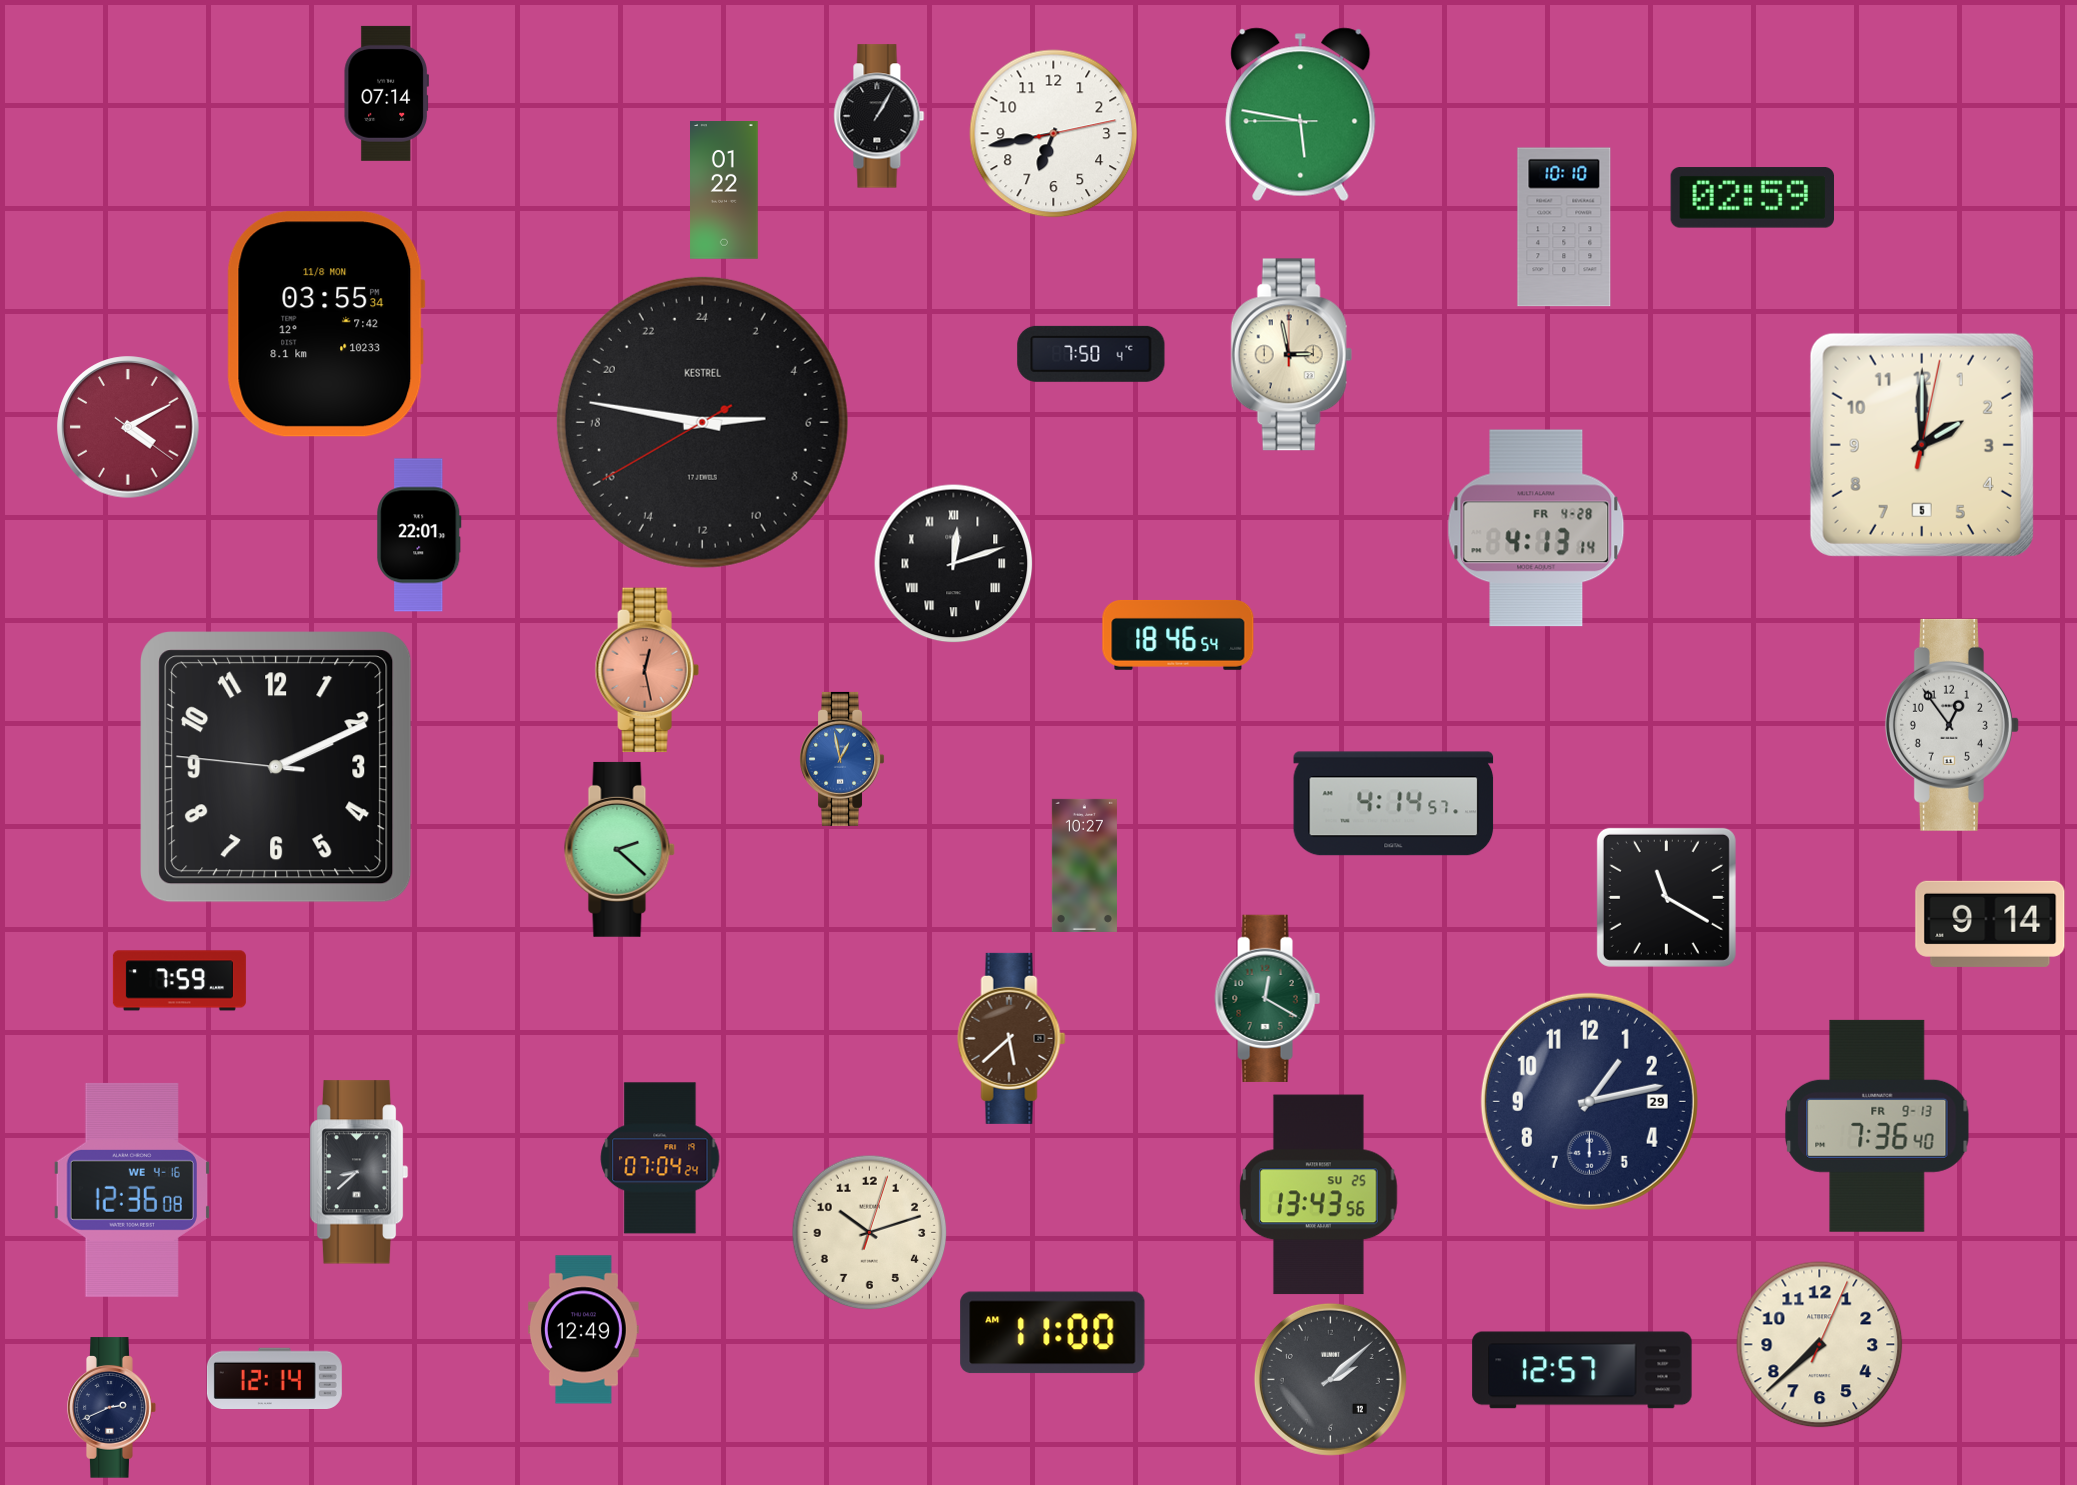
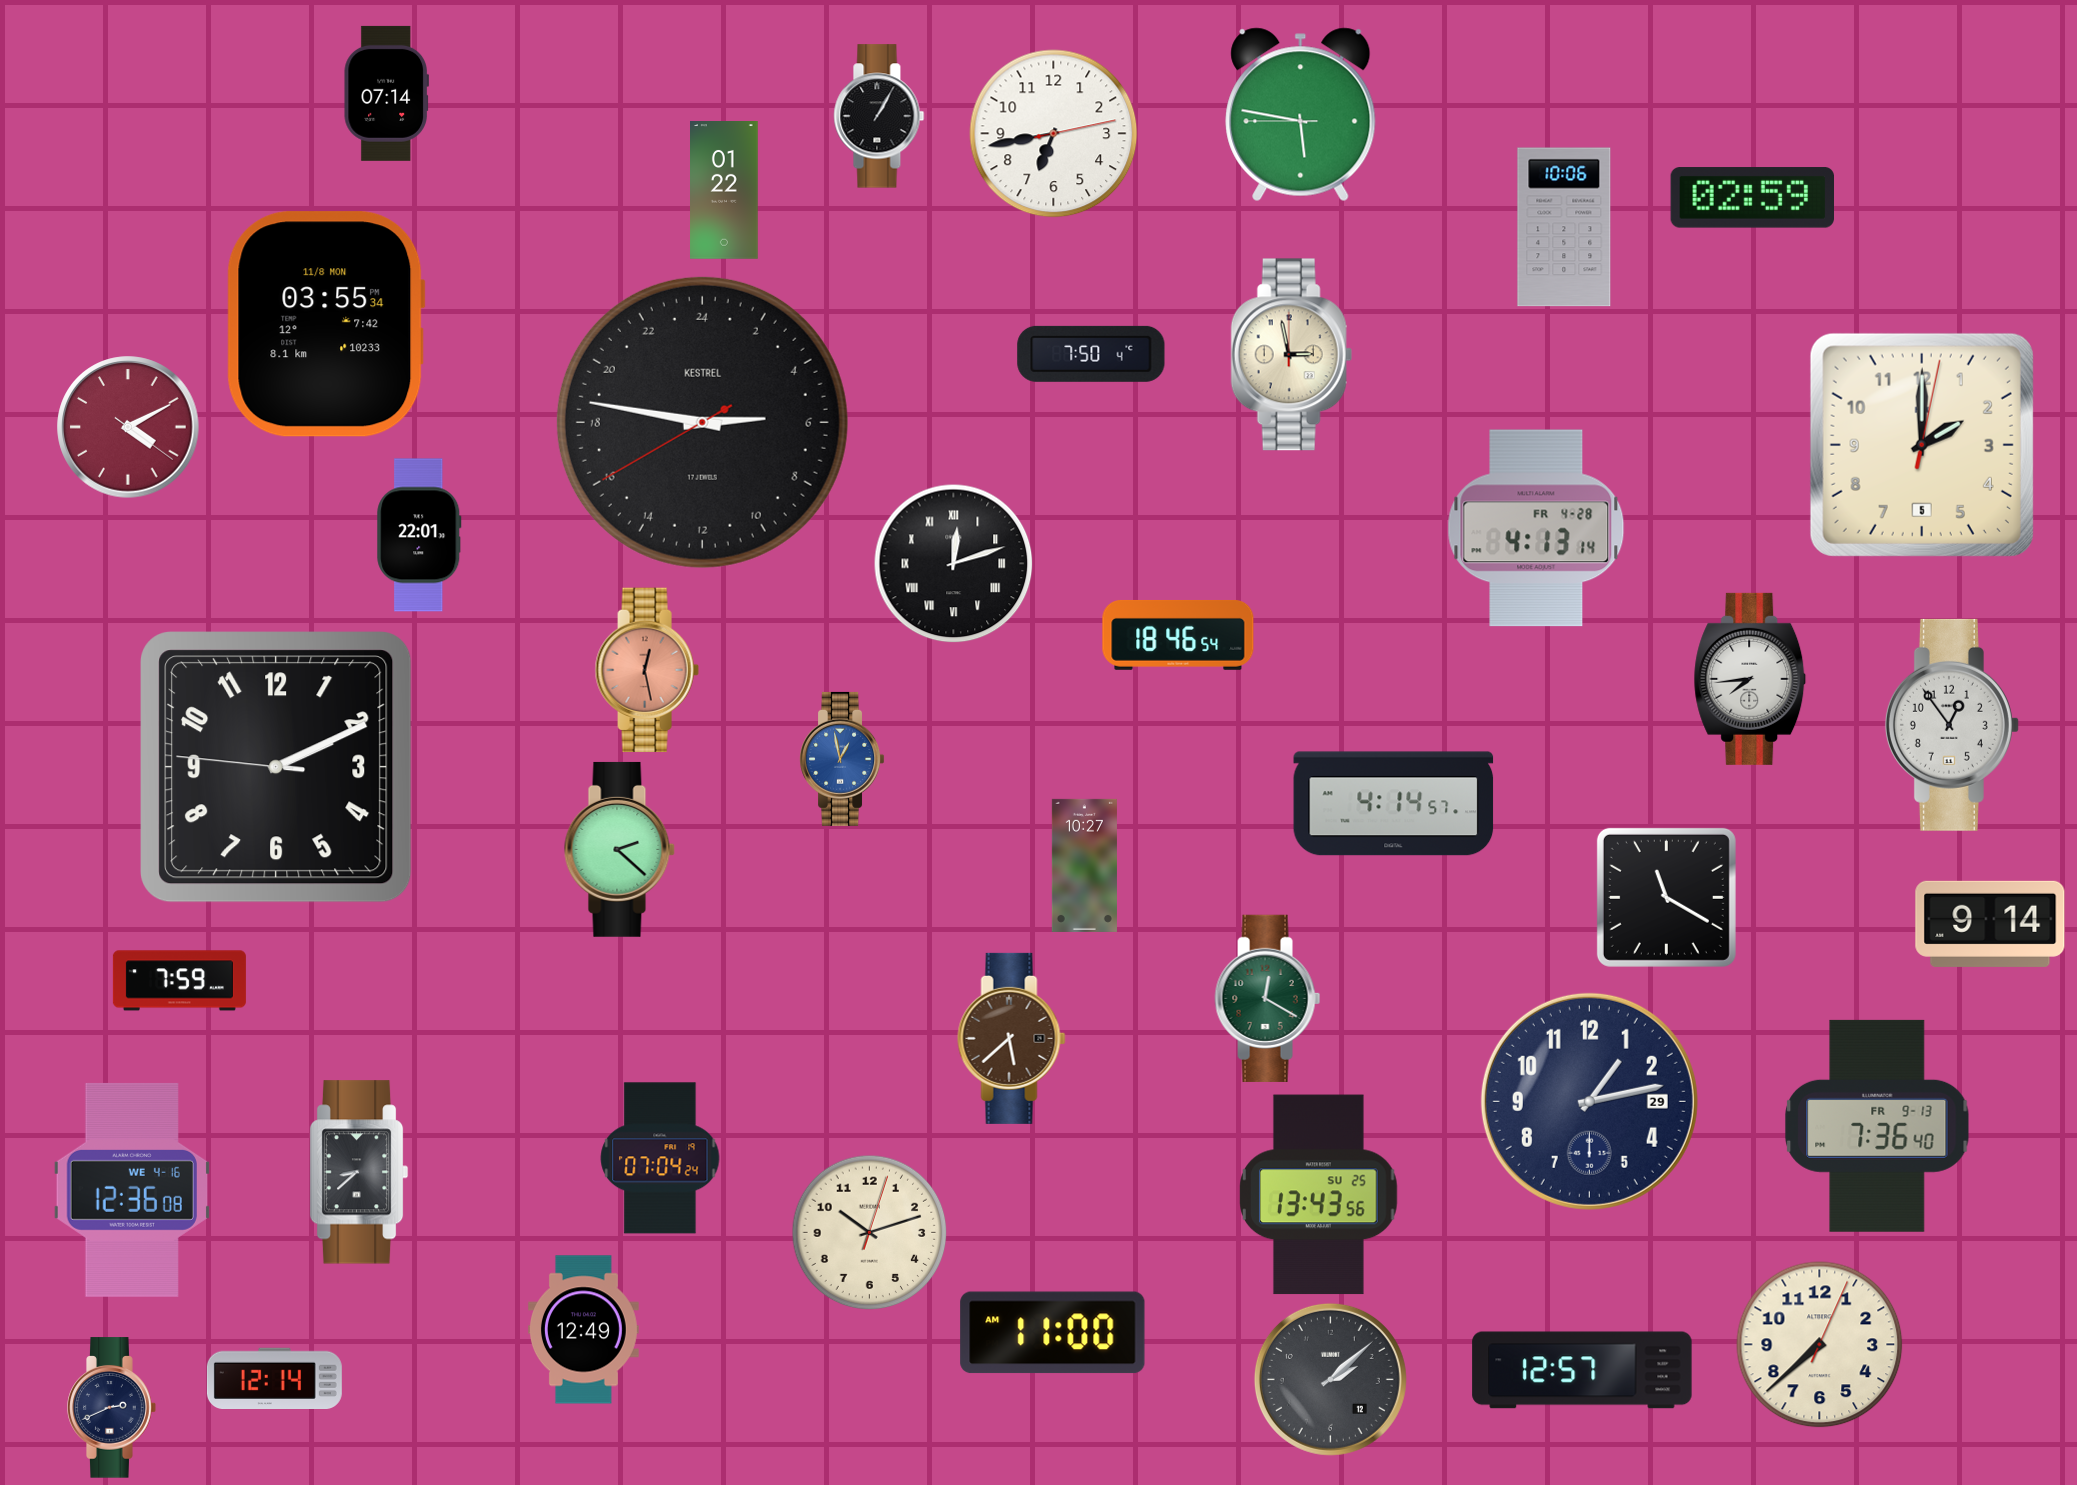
clock at (1564, 227): 10:10 -> 10:06
clock at (1750, 679): none -> 7:44
